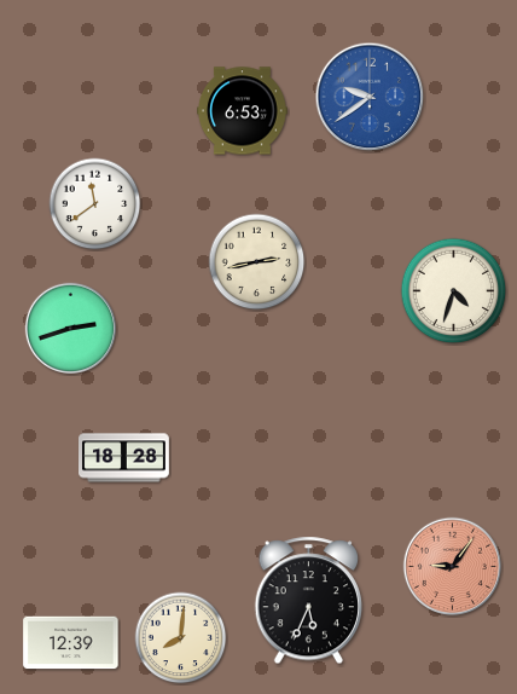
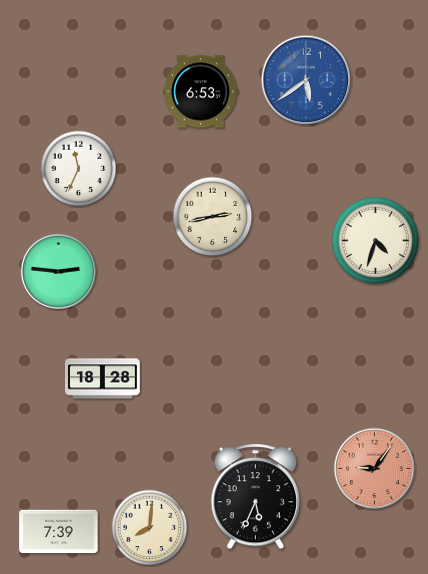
clock at (370, 97): 9:39 -> 5:39
clock at (95, 204): 11:39 -> 11:34
clock at (70, 328): 2:42 -> 2:46
clock at (71, 643): 12:39 -> 7:39
